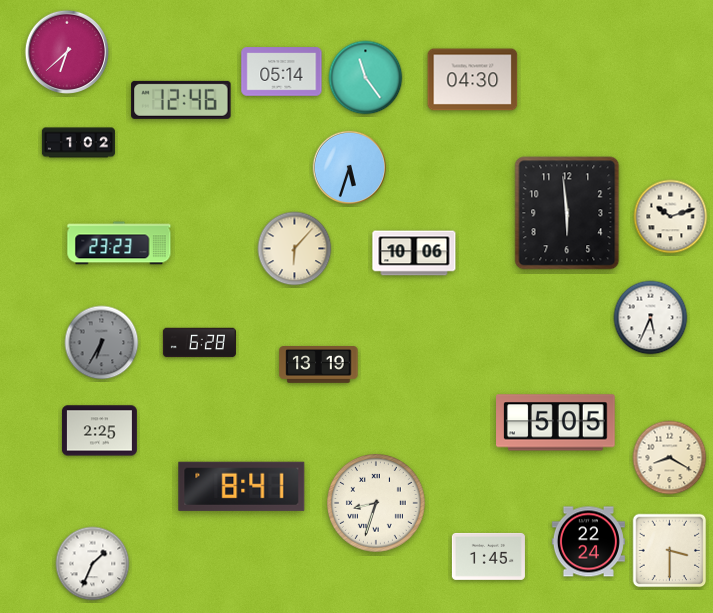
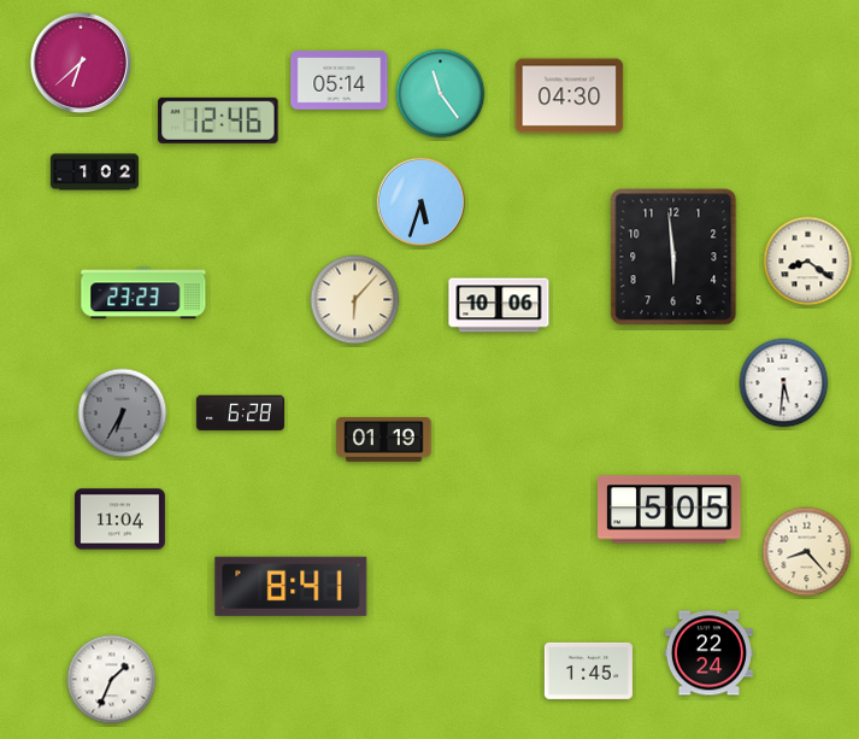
clock at (282, 72) position: (282, 72) -> (340, 81)
clock at (567, 213) position: (567, 213) -> (673, 257)
clock at (671, 217): 10:12 -> 8:21
clock at (651, 318): 5:34 -> 5:31
clock at (319, 365): 13:19 -> 01:19
clock at (99, 431): 2:25 -> 11:04
clock at (670, 458): 8:20 -> 8:23
clock at (377, 504): 8:33 -> none
clock at (670, 551): 3:30 -> none
